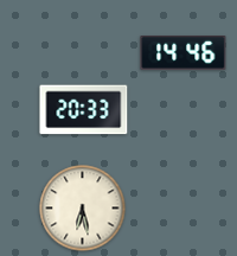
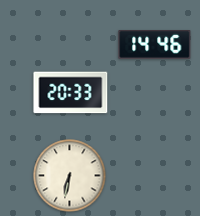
clock at (83, 209): 6:28 -> 6:32
